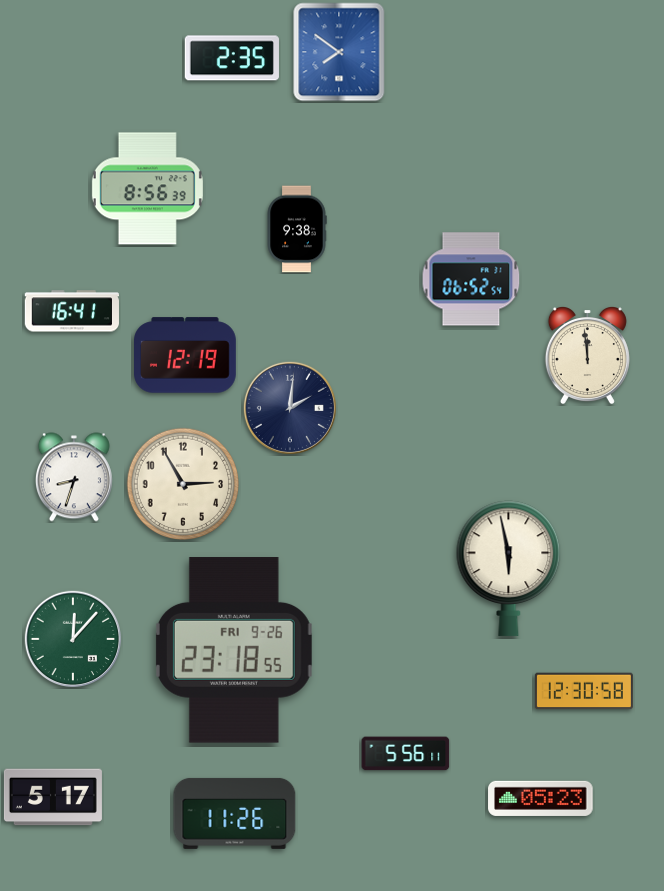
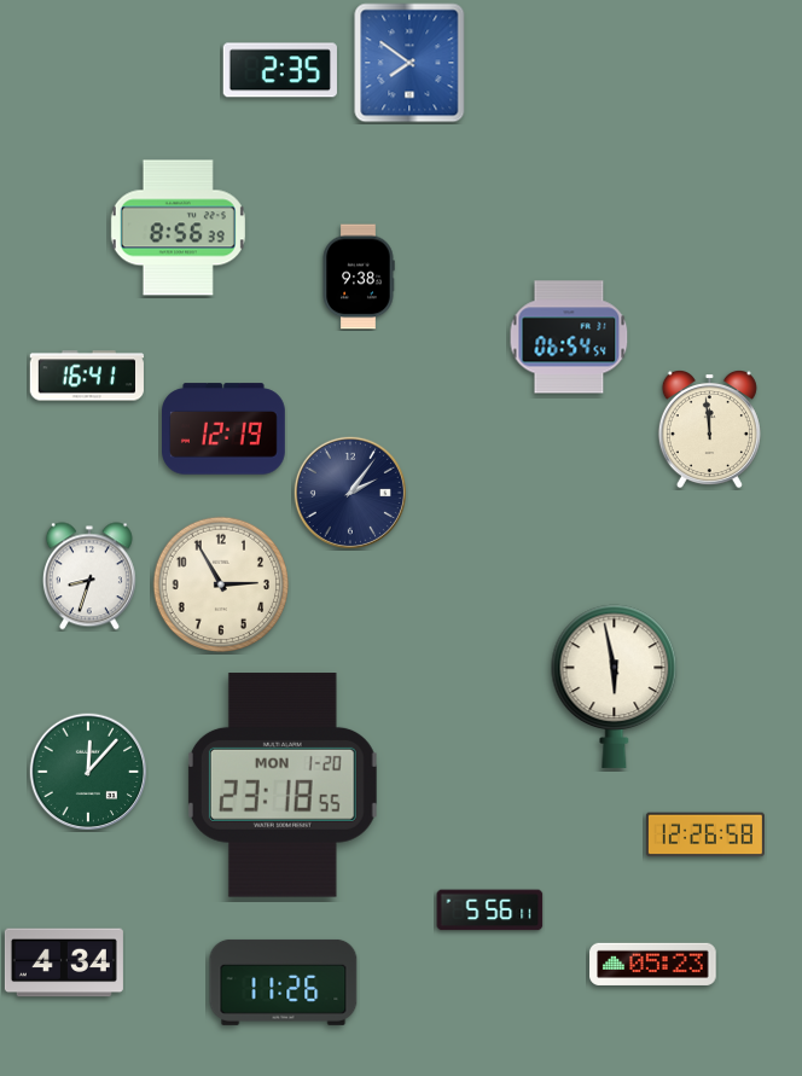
clock at (471, 279): 06:52 -> 06:54
clock at (290, 408): 2:01 -> 2:06
clock at (234, 650) date: FRI 9-26 -> MON 1-20
clock at (584, 691): 12:30 -> 12:26
clock at (53, 797): 5:17 -> 4:34
